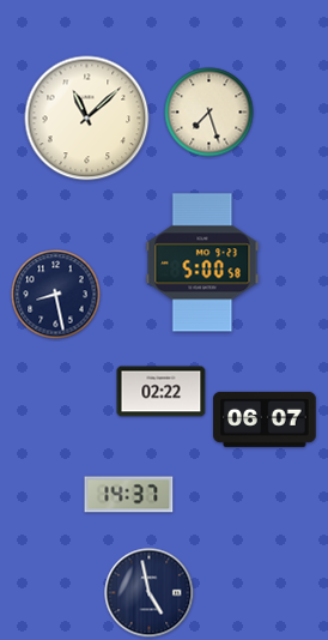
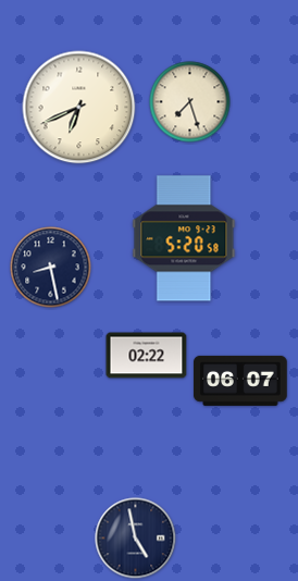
clock at (87, 119): 11:08 -> 6:41
clock at (202, 262): 5:00 -> 5:20
clock at (129, 495): 14:37 -> none
